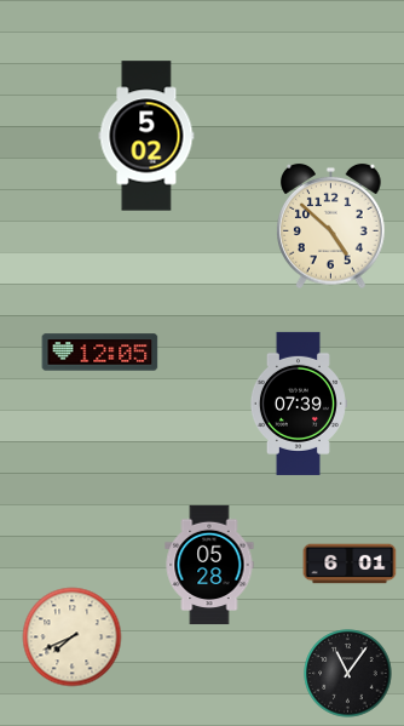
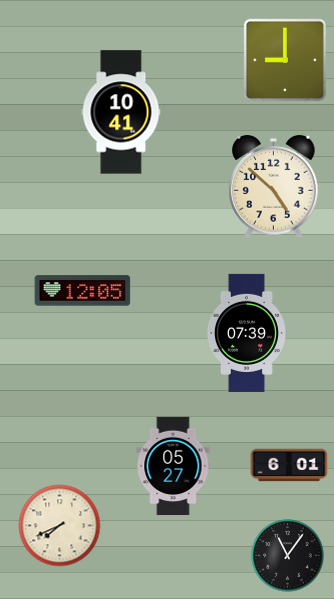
clock at (284, 59): none -> 9:00
clock at (146, 136): 5:02 -> 10:41
clock at (209, 565): 05:28 -> 05:27
